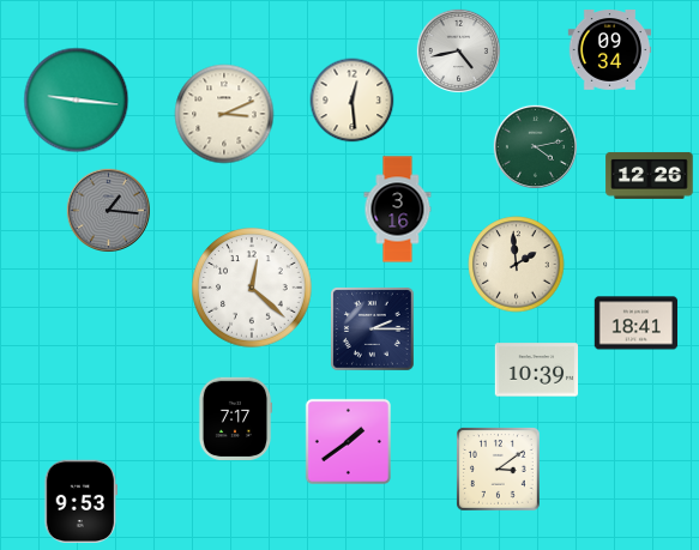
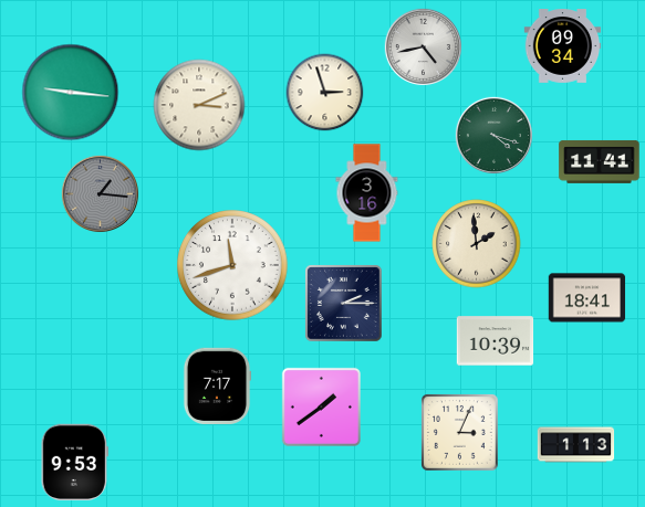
clock at (352, 101): 12:29 -> 2:57
clock at (224, 114) position: (224, 114) -> (199, 105)
clock at (535, 146): 4:13 -> 4:18
clock at (650, 175): 12:26 -> 11:41
clock at (252, 288): 12:22 -> 11:42
clock at (499, 470): 3:09 -> 3:04
clock at (576, 445): none -> 1:13
